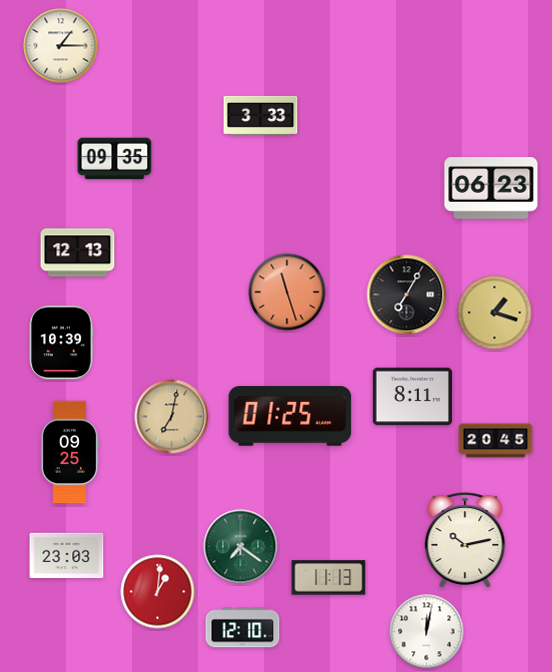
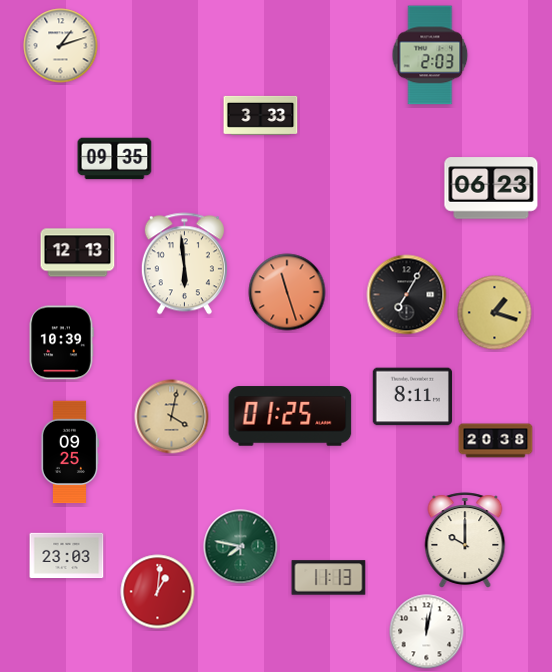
clock at (61, 46): 1:15 -> 1:12
clock at (430, 55): none -> 2:03
clock at (184, 264): none -> 5:59
clock at (172, 417): 7:02 -> 4:02
clock at (496, 441): 20:45 -> 20:38
clock at (465, 540): 10:13 -> 10:00
clock at (241, 547): 7:21 -> 7:47
clock at (243, 628): 12:10 -> none
